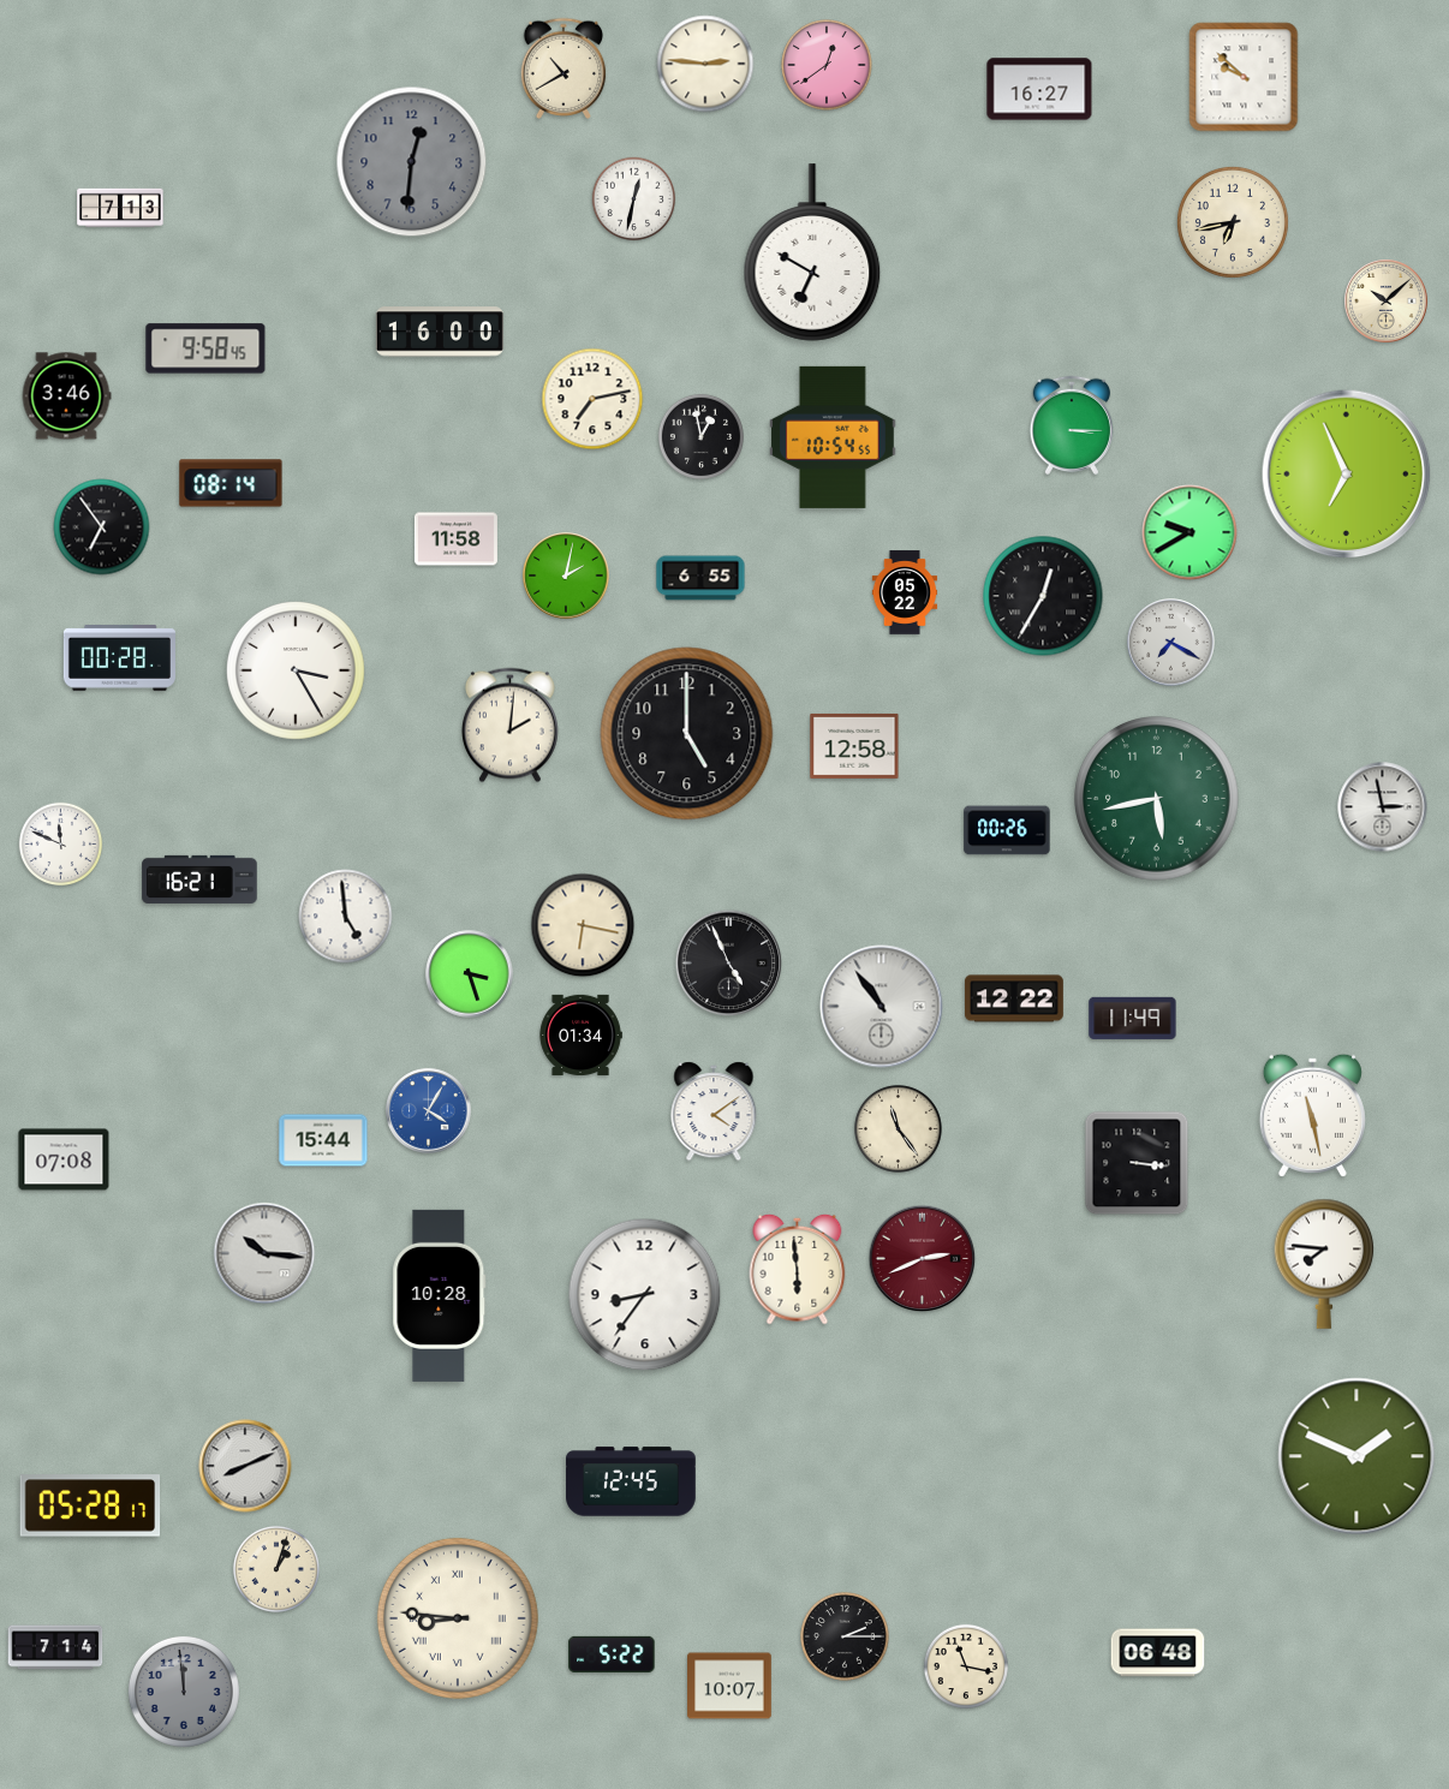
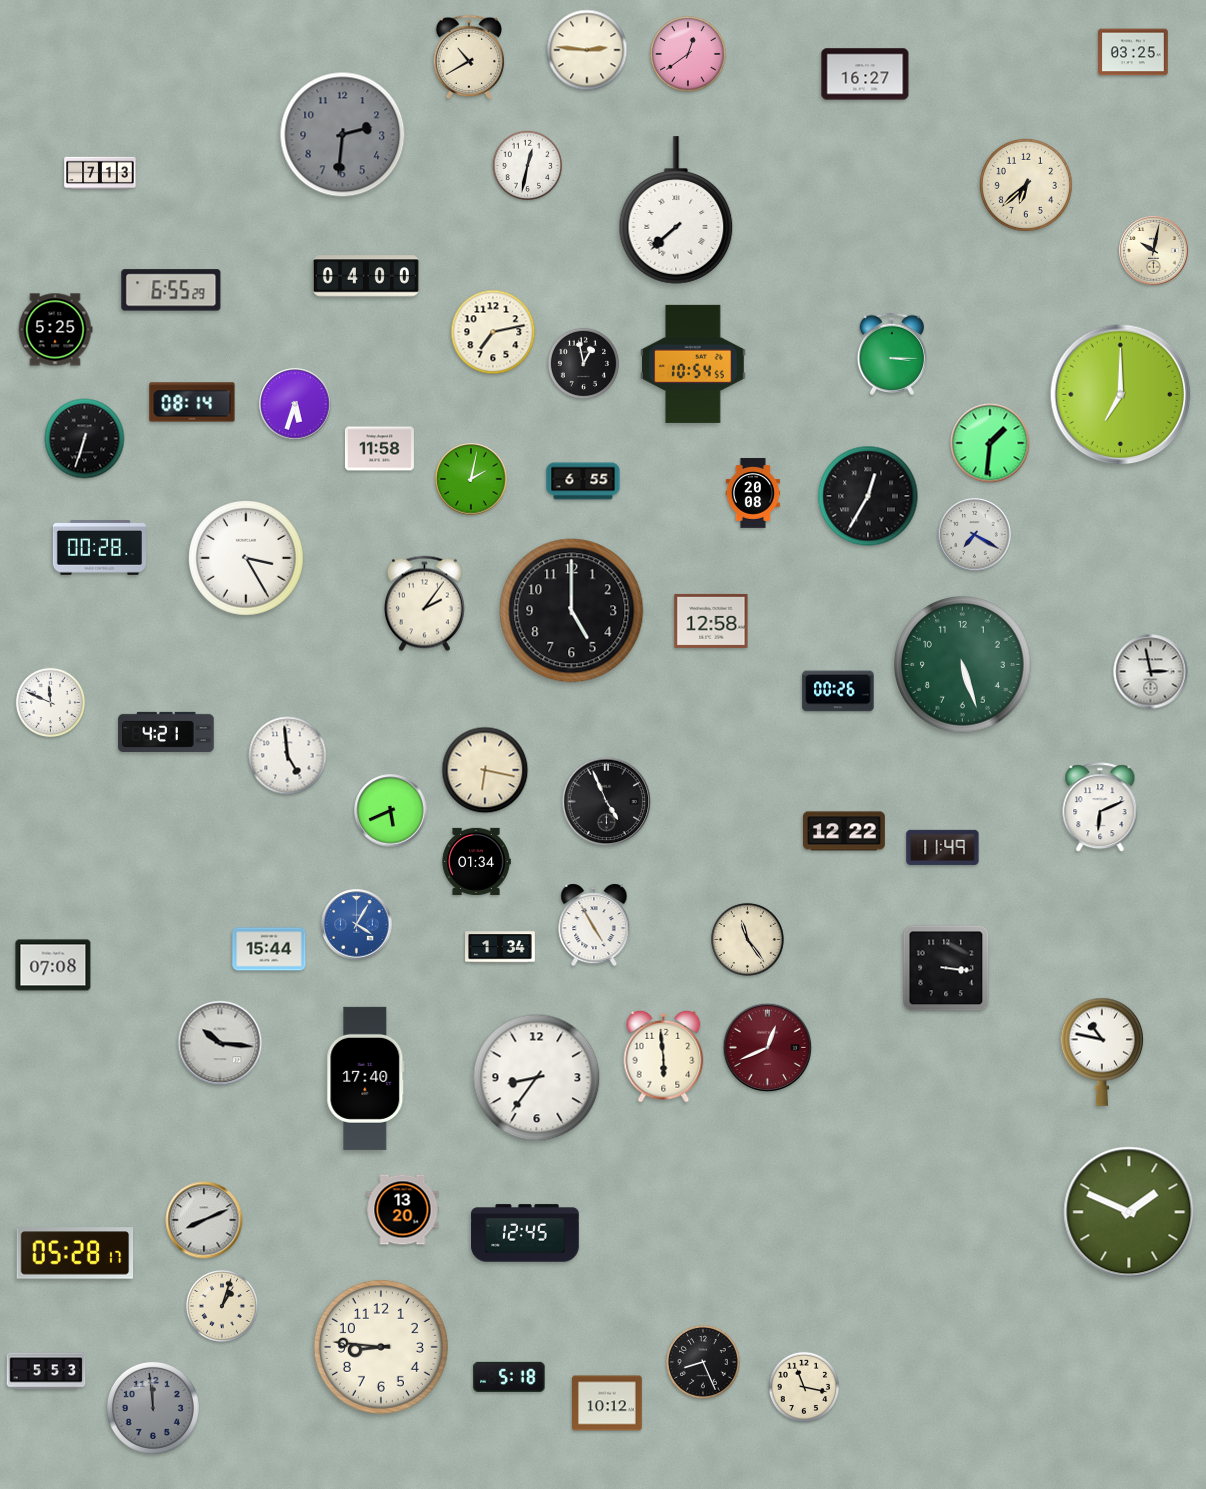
clock at (1133, 52): none -> 03:25
clock at (705, 64) position: (705, 64) -> (587, 50)
clock at (1244, 77): 9:52 -> none
clock at (412, 162): 12:31 -> 2:31
clock at (1233, 222): 6:43 -> 6:38
clock at (812, 252): 6:50 -> 7:38
clock at (1387, 302): 10:08 -> 10:02
clock at (440, 332): 16:00 -> 04:00
clock at (205, 348): 9:58 -> 6:55
clock at (66, 396): 3:46 -> 5:25
clock at (1347, 475): 6:56 -> 7:00
clock at (295, 404): none -> 5:33
clock at (102, 527): 6:54 -> 6:33
clock at (1189, 532): 9:40 -> 1:31
clock at (905, 592): 05:22 -> 20:08
clock at (509, 726): 2:01 -> 2:06
clock at (1157, 799): 5:43 -> 5:27
clock at (199, 879): 16:21 -> 4:21
clock at (346, 917) position: (346, 917) -> (288, 756)
clock at (1100, 808): none -> 6:11
clock at (470, 974): 3:27 -> 5:41
clock at (882, 1007): 10:54 -> none
clock at (580, 1034) position: (580, 1034) -> (476, 861)
clock at (714, 1111): 4:09 -> 4:55
clock at (1312, 1115): 11:28 -> none
clock at (500, 947): none -> 1:34
clock at (923, 1259): 2:41 -> 12:41
clock at (1324, 1264): 7:46 -> 10:47
clock at (440, 1295): 10:28 -> 17:40
clock at (403, 1210): none -> 13:20
clock at (276, 1569) position: (276, 1569) -> (222, 1306)
clock at (458, 1618) numerals: Roman -> Arabic
clock at (846, 1638): 2:15 -> 8:26
clock at (55, 1647): 7:14 -> 5:53
clock at (1158, 1653): 06:48 -> none
clock at (612, 1654): 5:22 -> 5:18
clock at (731, 1686): 10:07 -> 10:12
